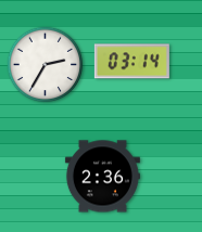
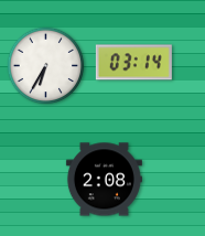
clock at (46, 65): 2:35 -> 6:35
clock at (102, 177): 2:36 -> 2:08
